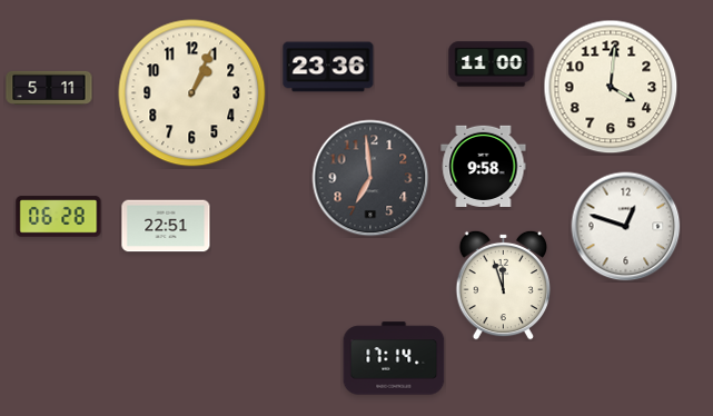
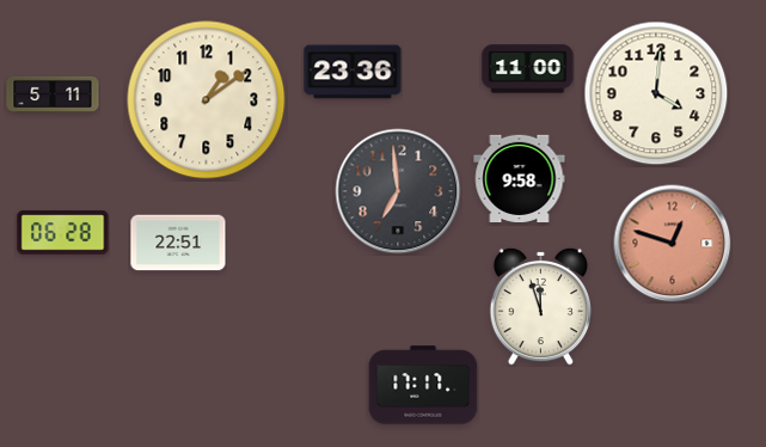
clock at (192, 93): 1:04 -> 1:09
clock at (626, 227) dial: white -> salmon
clock at (394, 358): 17:14 -> 17:17
